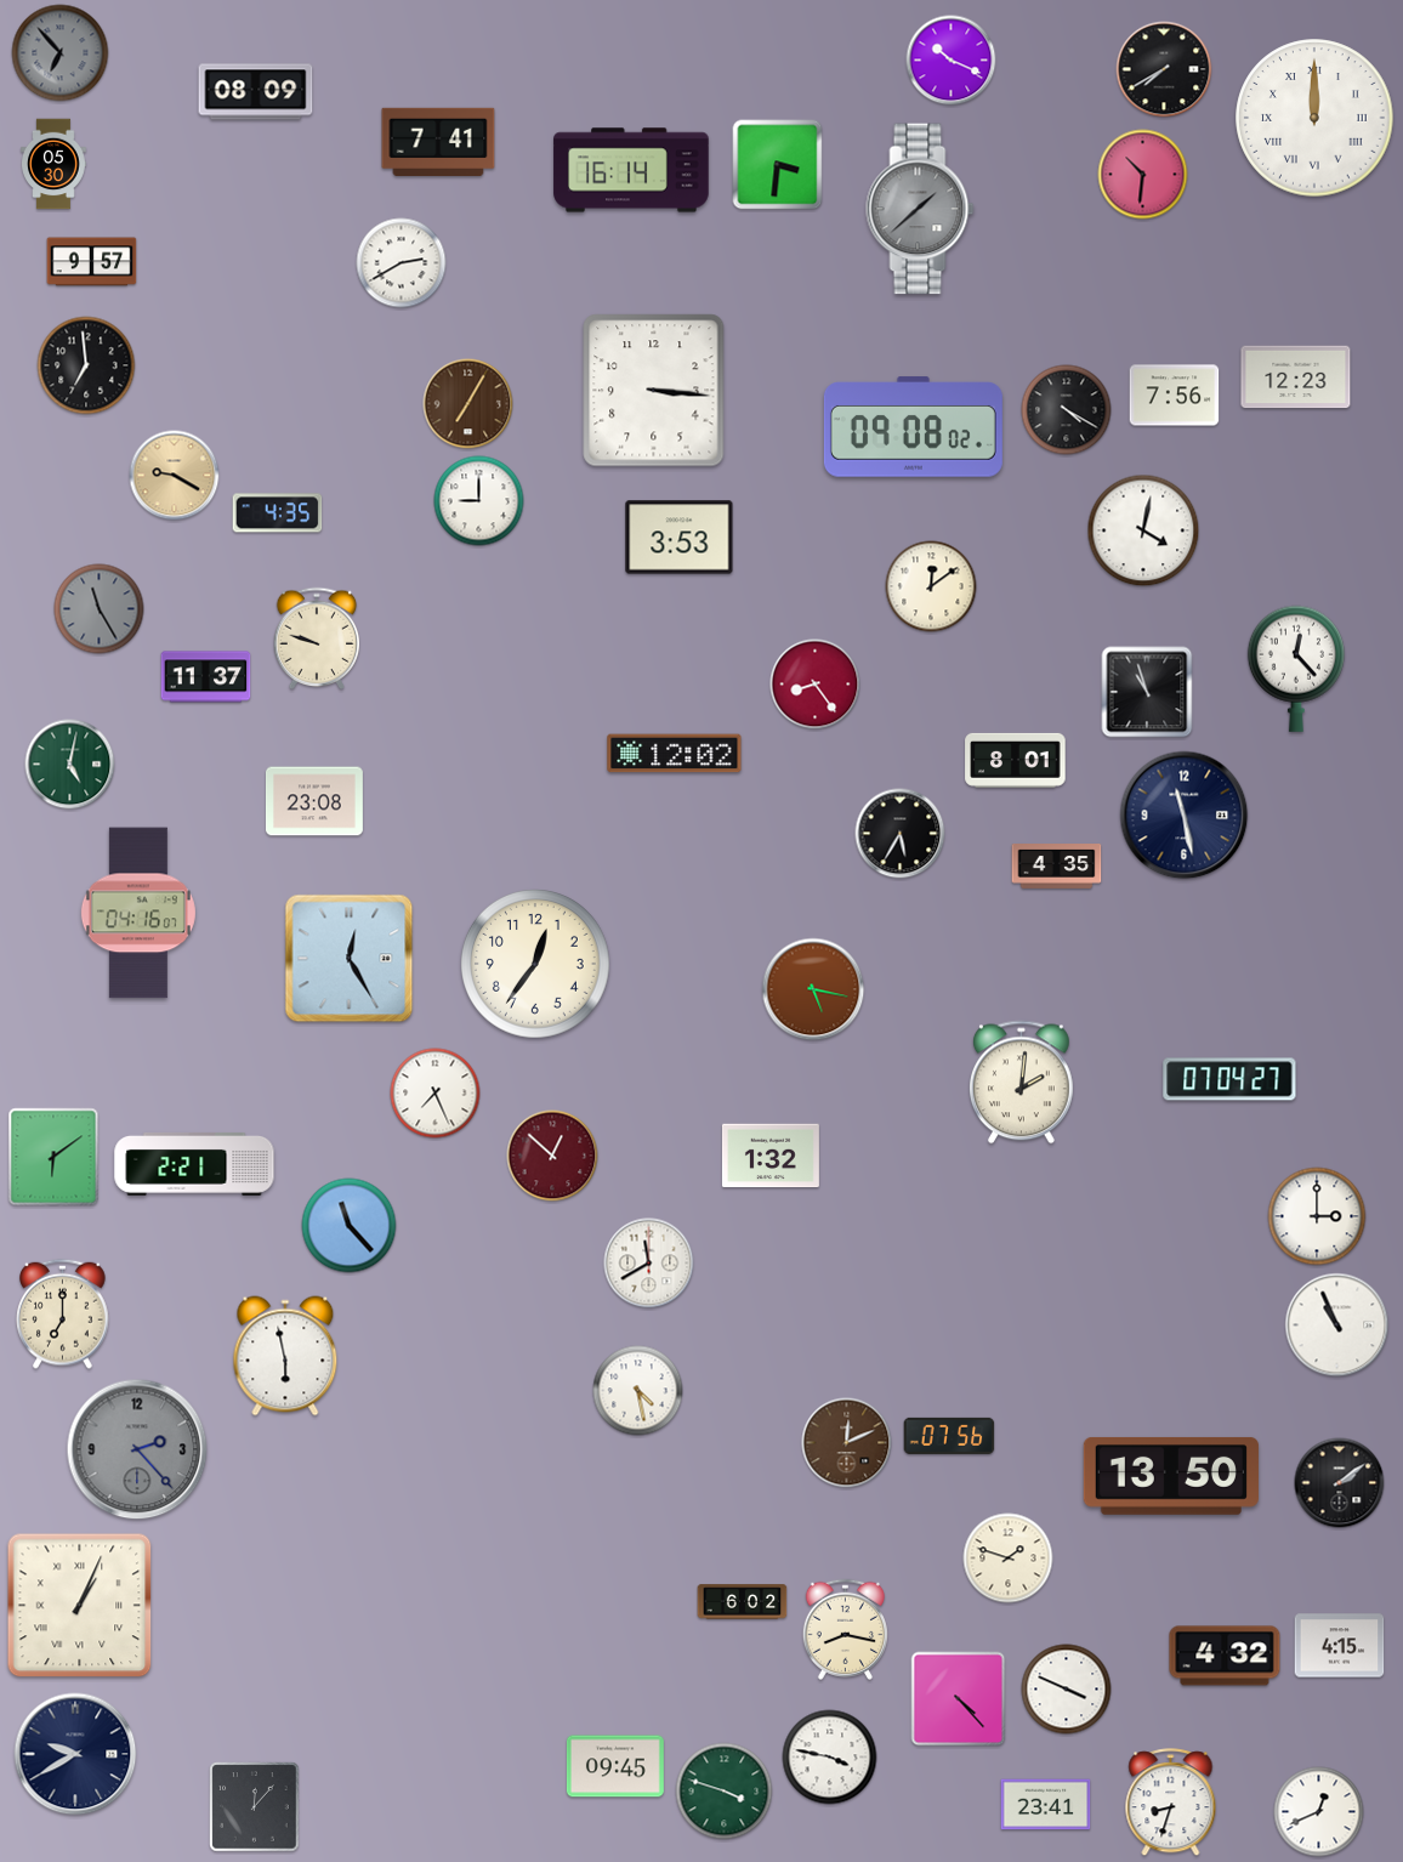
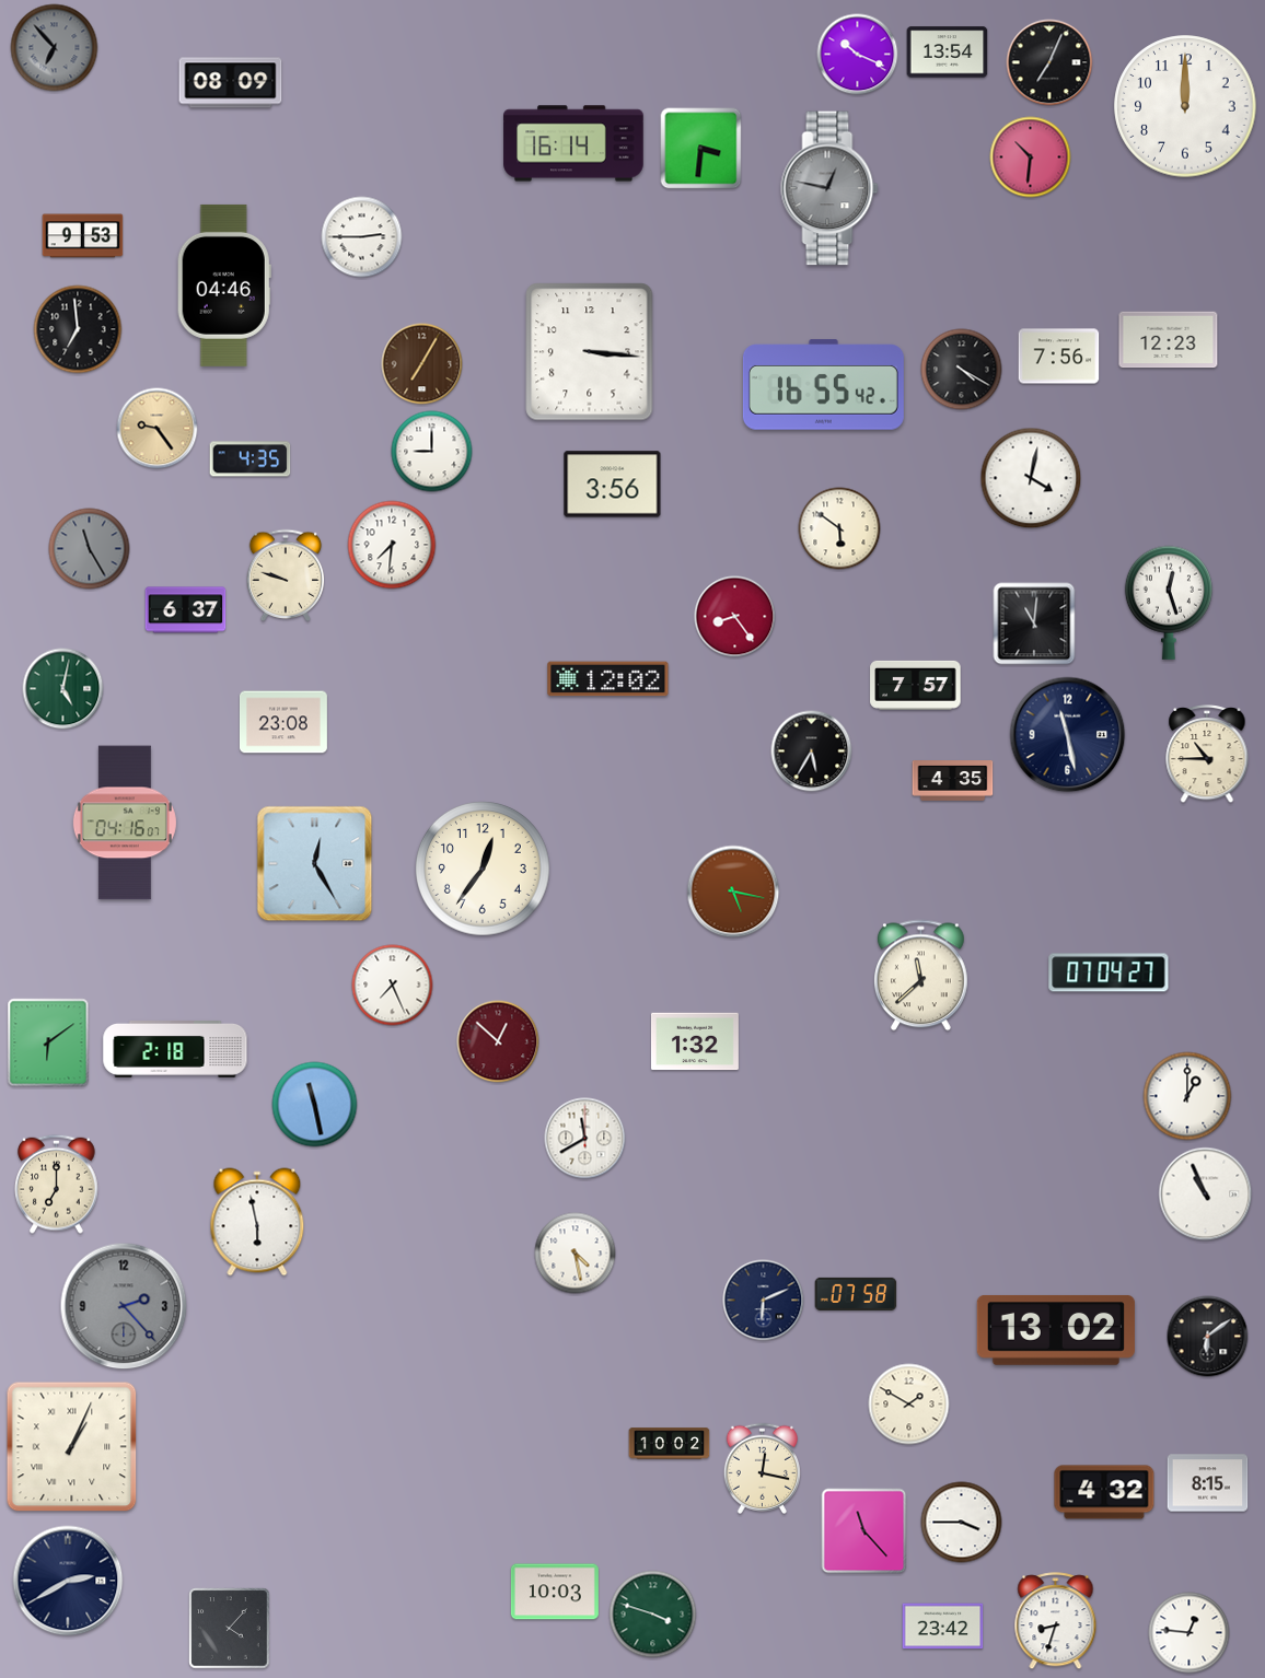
clock at (948, 53): none -> 13:54
clock at (1164, 69): 7:40 -> 7:04
clock at (1314, 118) numerals: Roman -> Arabic
clock at (438, 141): 7:41 -> none
clock at (53, 164): 05:30 -> none
clock at (631, 170) position: (631, 170) -> (573, 143)
clock at (920, 209): 1:38 -> 12:47
clock at (92, 262): 9:57 -> 9:53
clock at (402, 263): 2:40 -> 2:45
clock at (224, 286): none -> 04:46
clock at (913, 427): 09:08 -> 16:55
clock at (175, 476): 9:20 -> 9:24
clock at (278, 513) position: (278, 513) -> (251, 459)
clock at (680, 538): 3:53 -> 3:56
clock at (931, 586): 12:09 -> 5:51
clock at (392, 545): none -> 7:31
clock at (1296, 669): 12:23 -> 12:27
clock at (206, 677): 11:37 -> 6:37
clock at (1147, 692): 10:57 -> 11:01
clock at (1016, 760): 8:01 -> 7:57
clock at (1207, 755): none -> 10:45
clock at (1022, 1083): 2:01 -> 11:38
clock at (194, 1164): 2:21 -> 2:18
clock at (1317, 1216): 3:00 -> 1:00
clock at (350, 1226): 11:23 -> 11:28
clock at (949, 1436): 07:56 -> 07:58
clock at (847, 1443): 12:11 -> 6:11
clock at (847, 1443) dial: brown -> navy
clock at (1171, 1476): 13:50 -> 13:02
clock at (1340, 1483): 2:09 -> 6:09
clock at (1009, 1559): 1:48 -> 1:50
clock at (743, 1602): 6:02 -> 10:02
clock at (845, 1629): 8:17 -> 12:17
clock at (1340, 1646): 4:15 -> 8:15
clock at (1067, 1690): 3:49 -> 3:45
clock at (959, 1699): 4:23 -> 11:23
clock at (75, 1754): 9:40 -> 2:40
clock at (830, 1758): 3:47 -> none
clock at (615, 1766): 09:45 -> 10:03
clock at (1171, 1803) position: (1171, 1803) -> (1056, 1621)
clock at (1046, 1805): 23:41 -> 23:42
clock at (255, 1807): 12:07 -> 4:07
clock at (1319, 1812): 12:41 -> 12:46
